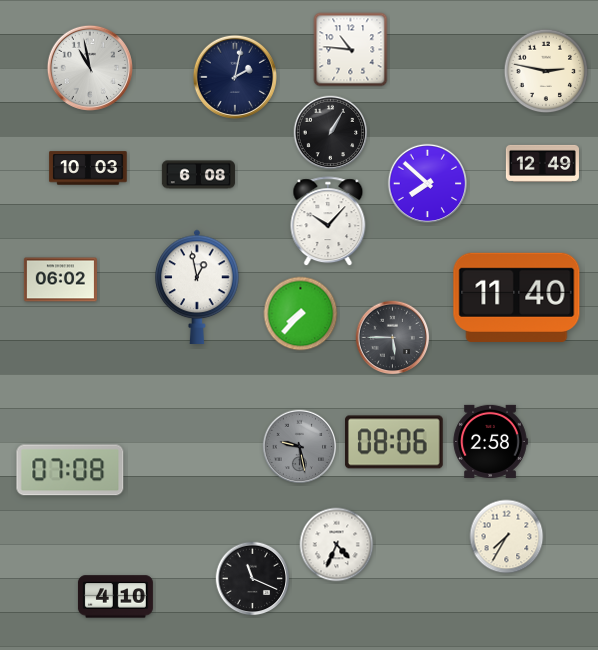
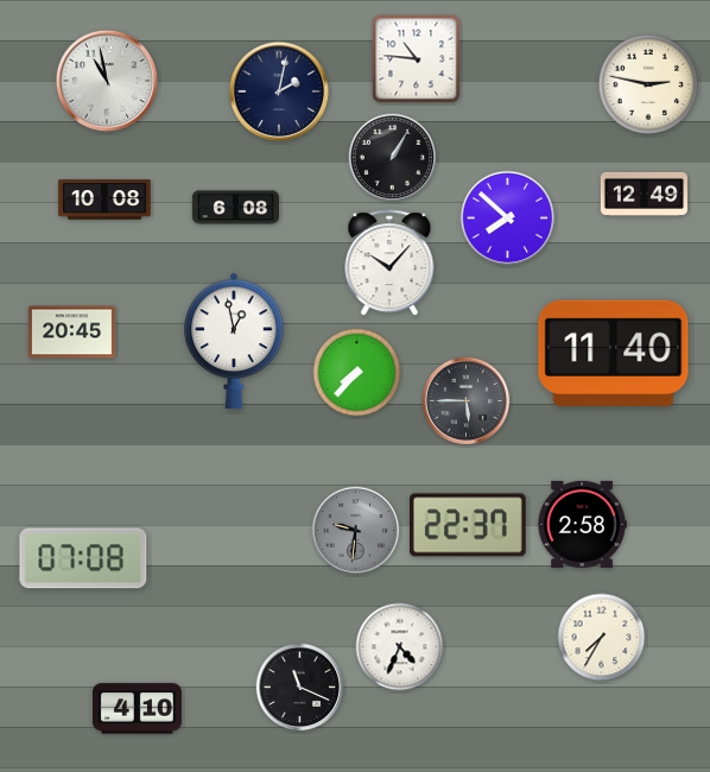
clock at (88, 168): 10:03 -> 10:08
clock at (60, 280): 06:02 -> 20:45
clock at (395, 442): 08:06 -> 22:37
clock at (300, 447): 9:28 -> 9:31
